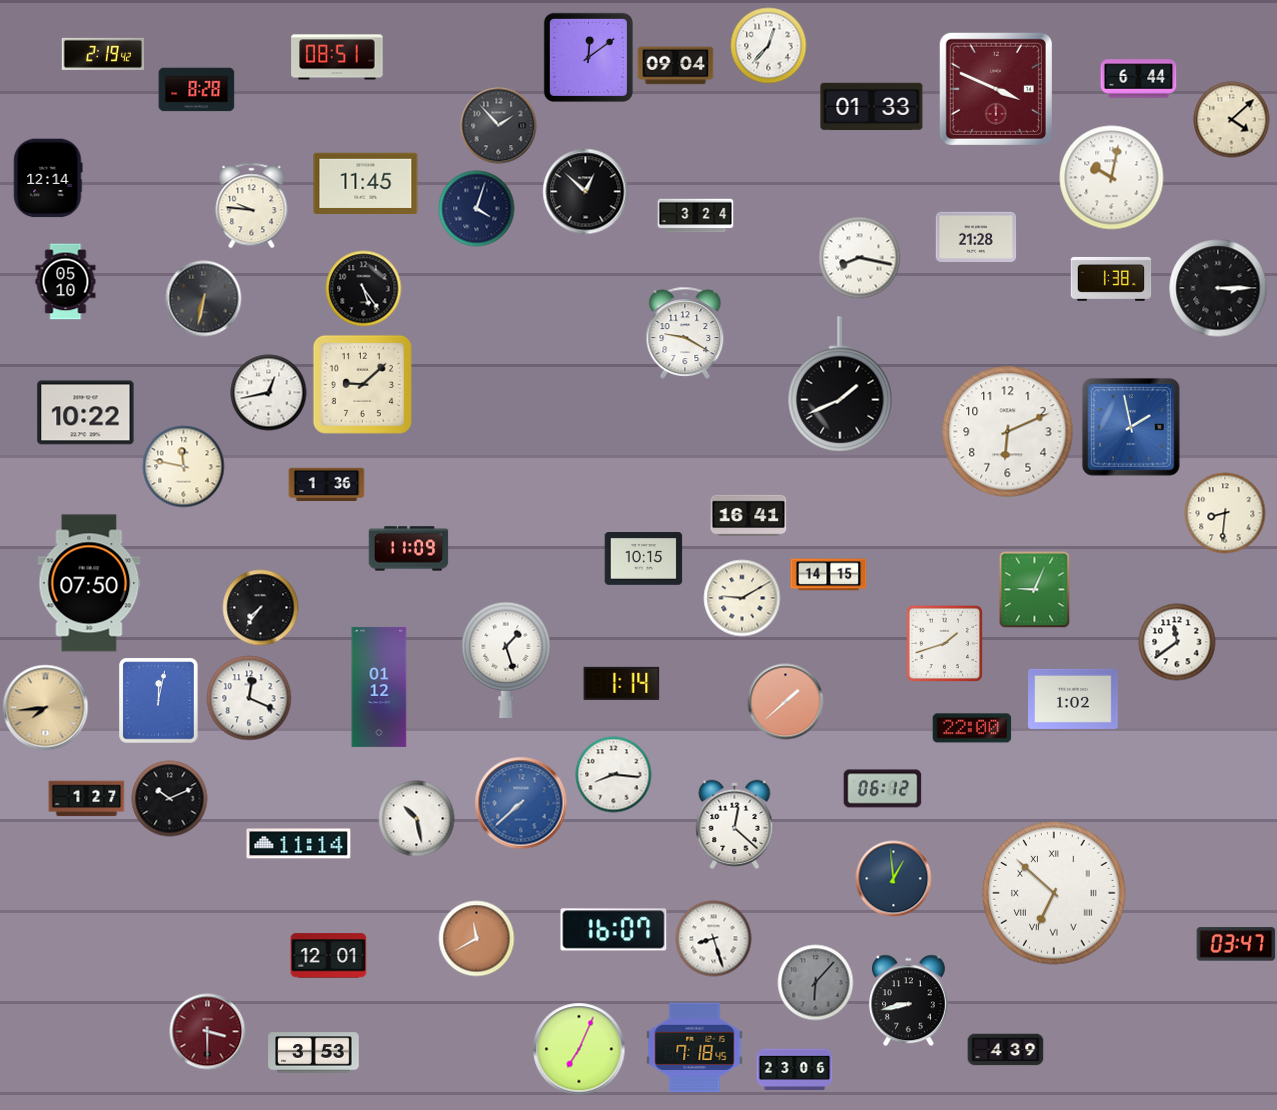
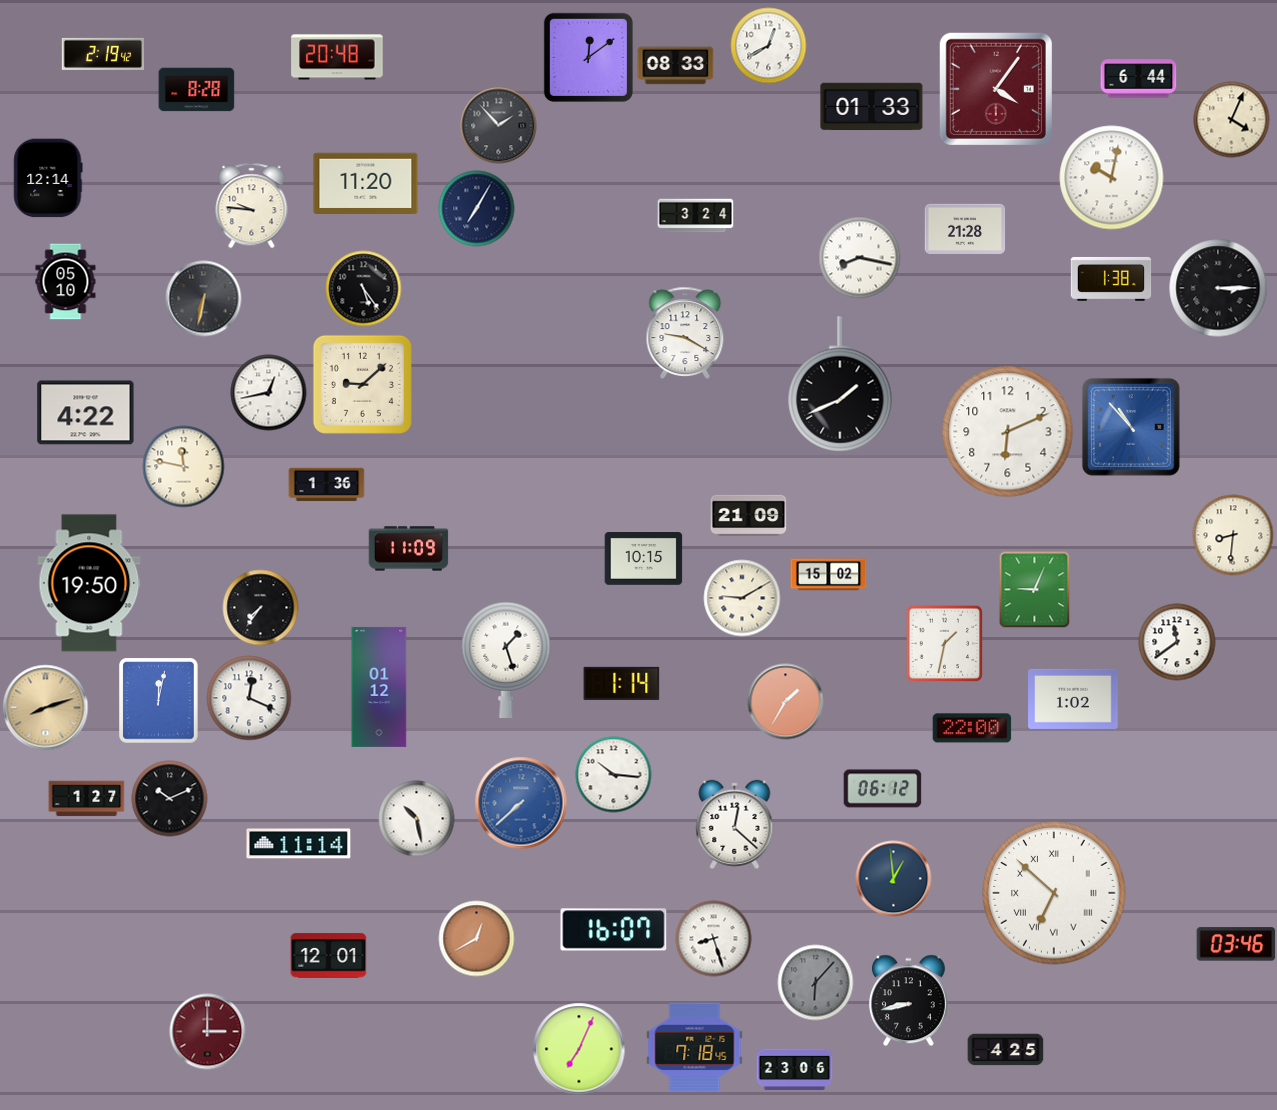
clock at (769, 46): 12:37 -> 12:40
clock at (337, 57): 08:51 -> 20:48
clock at (676, 66): 09:04 -> 08:33
clock at (996, 89): 3:49 -> 4:06
clock at (1232, 120): 4:08 -> 4:04
clock at (366, 183): 11:45 -> 11:20
clock at (586, 192): 12:52 -> none
clock at (477, 209): 4:03 -> 7:05
clock at (976, 237) position: (976, 237) -> (965, 229)
clock at (86, 413): 10:22 -> 4:22
clock at (1131, 427): 1:58 -> 10:53
clock at (1225, 513) position: (1225, 513) -> (1233, 535)
clock at (749, 515): 16:41 -> 21:09
clock at (829, 575): 14:15 -> 15:02
clock at (89, 583): 07:50 -> 19:50
clock at (944, 643): 1:42 -> 1:32
clock at (786, 702): 1:38 -> 1:35
clock at (46, 708): 7:44 -> 8:12
clock at (614, 775): 8:16 -> 10:16
clock at (477, 939): 11:40 -> 12:40
clock at (1236, 944): 03:47 -> 03:46
clock at (208, 1032): 3:30 -> 3:00
clock at (1006, 1050): 4:39 -> 4:25
clock at (314, 1053): 3:53 -> none
